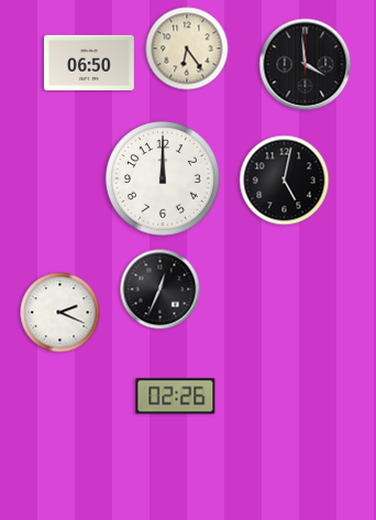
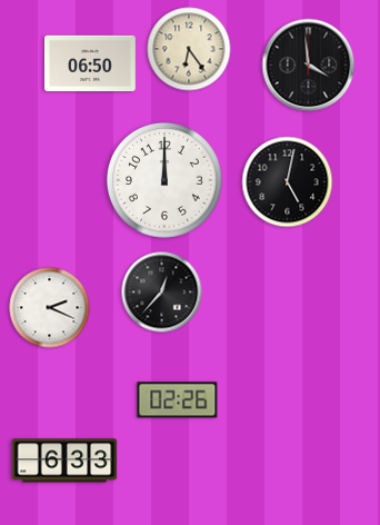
clock at (161, 290): 12:34 -> 12:37
clock at (60, 313) position: (60, 313) -> (50, 308)
clock at (64, 460): none -> 6:33
